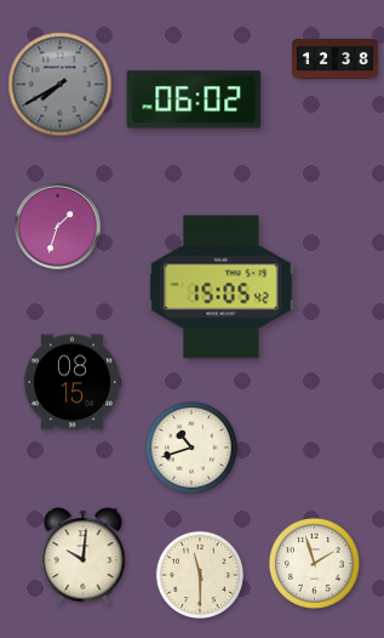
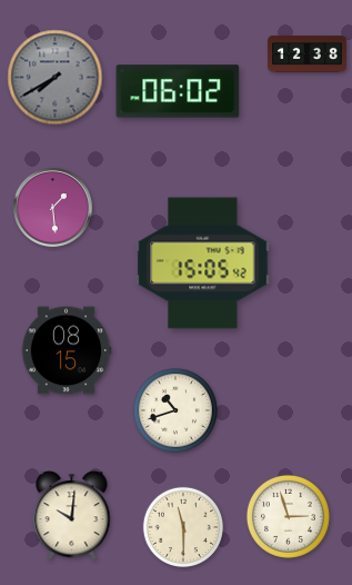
clock at (58, 227): 1:33 -> 1:29
clock at (84, 557) position: (84, 557) -> (72, 516)
clock at (314, 563): 1:57 -> 2:57
